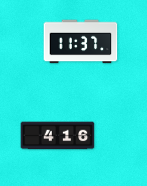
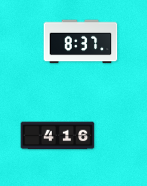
clock at (81, 42): 11:37 -> 8:37
